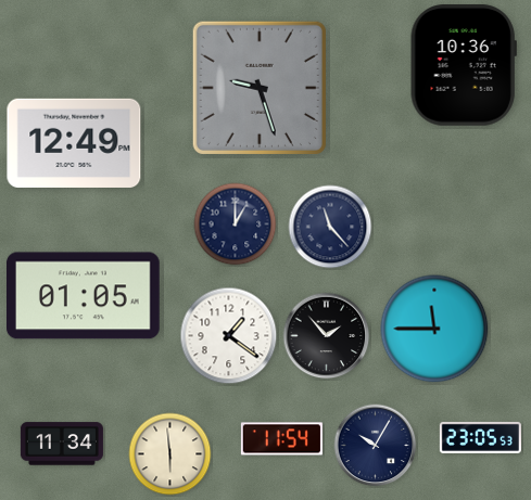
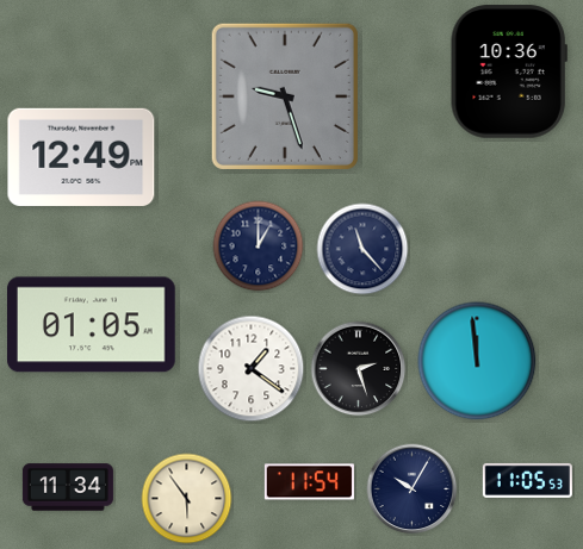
clock at (434, 329): 11:45 -> 11:59
clock at (327, 336): 1:53 -> 2:27
clock at (480, 437): 23:05 -> 11:05
clock at (170, 454): 5:59 -> 5:54
